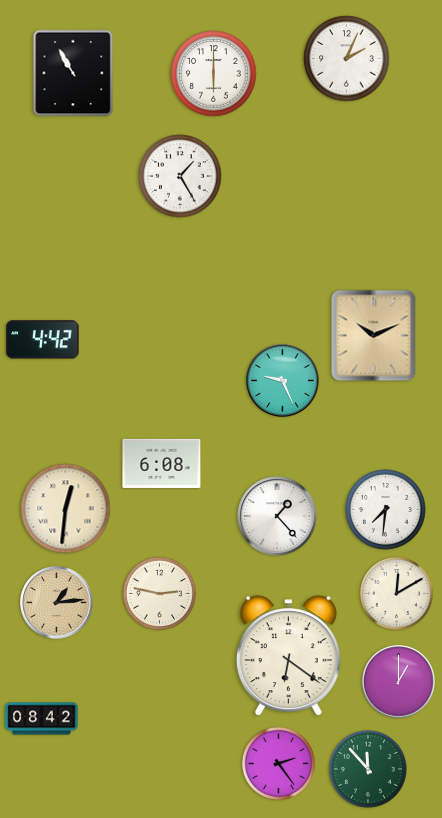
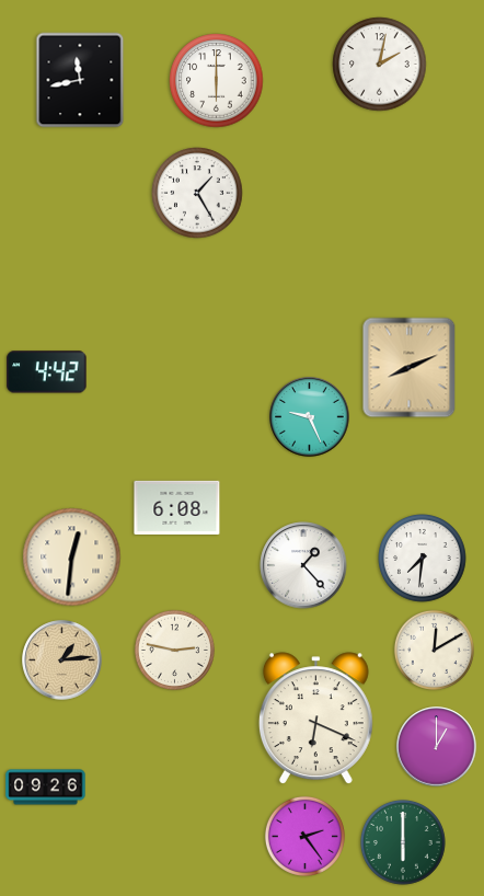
clock at (347, 59): 2:04 -> 2:02
clock at (73, 73): 10:55 -> 11:43
clock at (214, 74) position: (214, 74) -> (217, 81)
clock at (374, 336): 10:11 -> 8:11
clock at (288, 655): 6:21 -> 6:19
clock at (42, 719): 08:42 -> 09:26
clock at (368, 769): 11:53 -> 6:00
